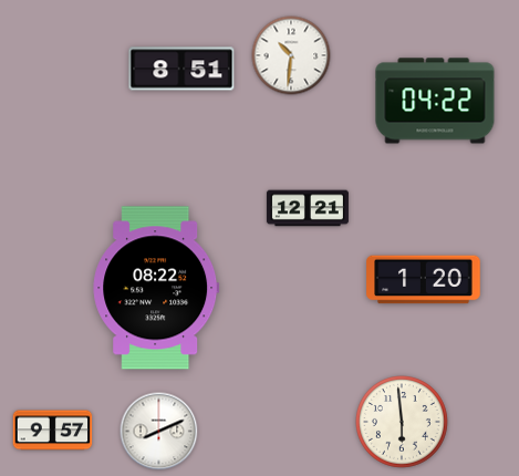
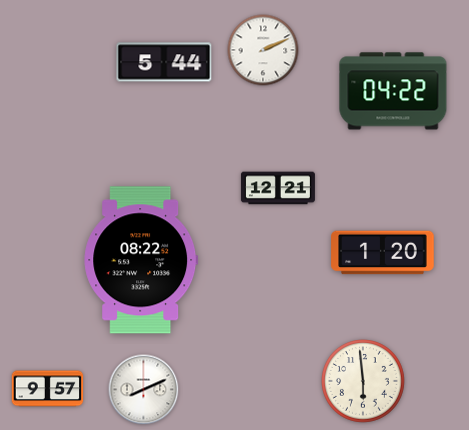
clock at (291, 55): 10:31 -> 2:11
clock at (181, 69): 8:51 -> 5:44
